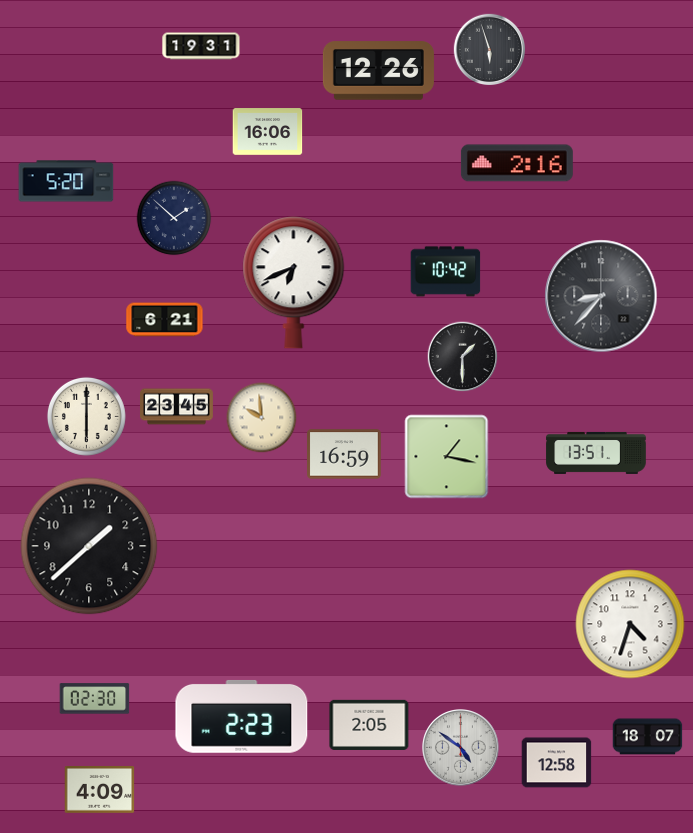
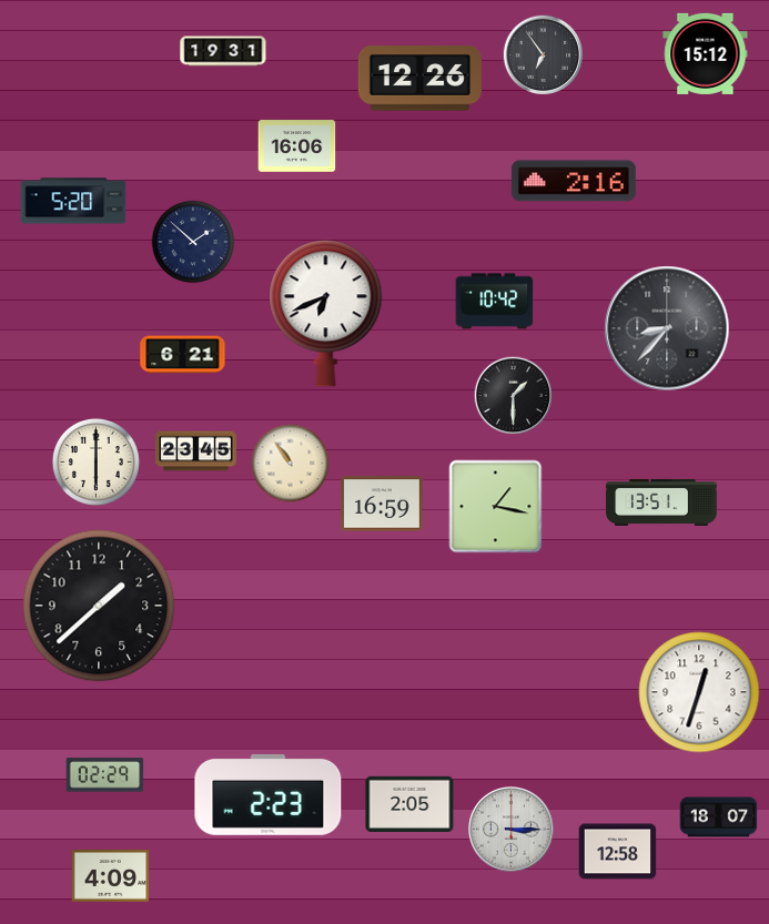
clock at (706, 53): none -> 15:12
clock at (489, 49): 5:57 -> 6:54
clock at (262, 418): 9:59 -> 10:54
clock at (630, 624): 4:33 -> 12:33
clock at (95, 699): 02:30 -> 02:29
clock at (461, 748): 4:51 -> 3:15
clock at (557, 763) position: (557, 763) -> (618, 852)
